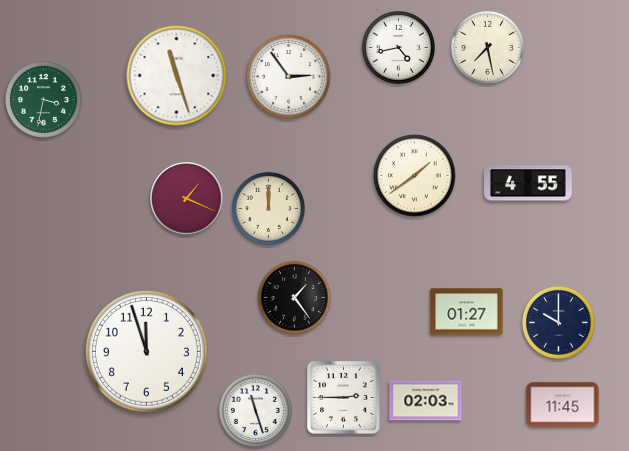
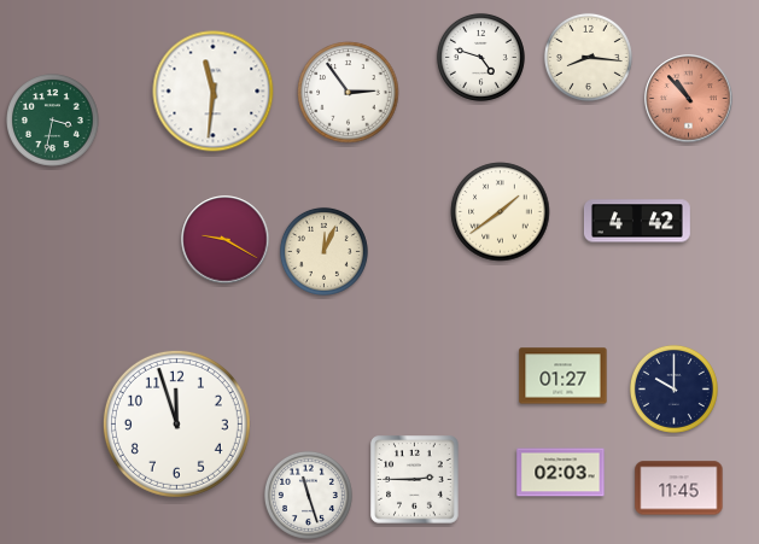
clock at (398, 47): 4:43 -> 4:48
clock at (487, 47): 7:28 -> 8:16
clock at (177, 76): 11:27 -> 11:31
clock at (689, 99): none -> 10:53
clock at (528, 183): 4:55 -> 4:42
clock at (187, 199): 1:19 -> 9:20
clock at (268, 208): 12:00 -> 12:04
clock at (294, 297): 1:24 -> none
clock at (426, 401) position: (426, 401) -> (561, 473)
